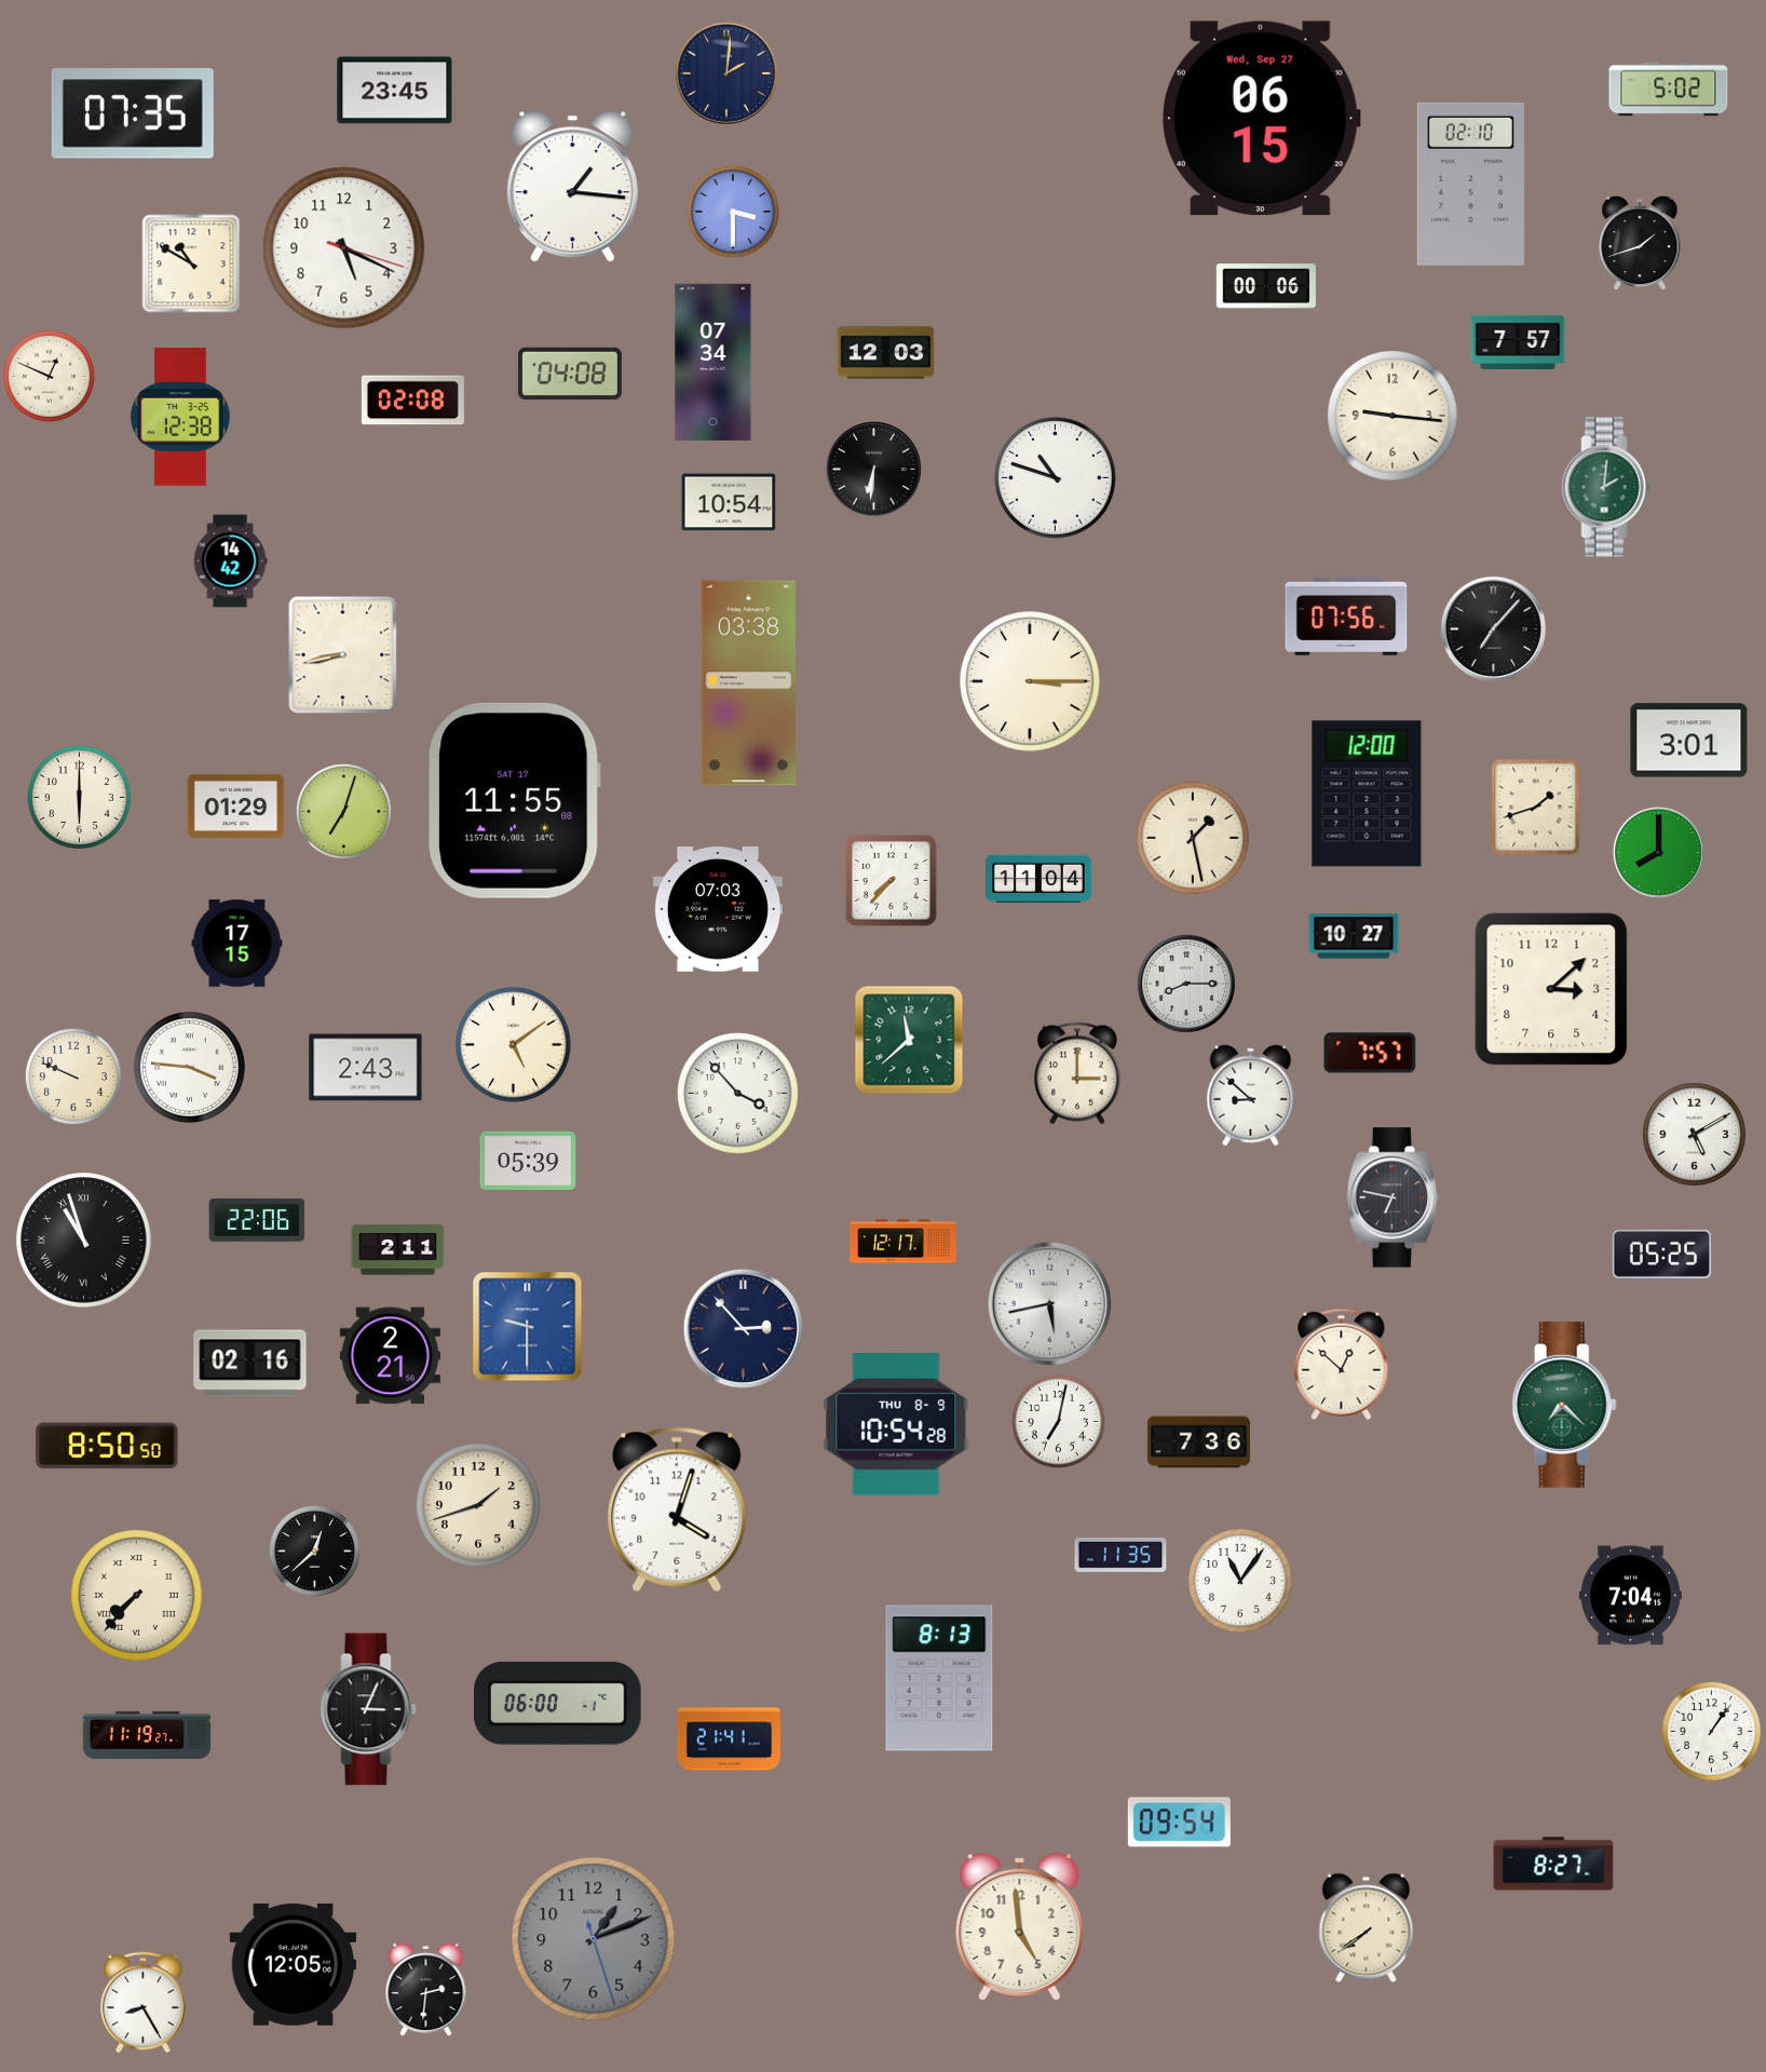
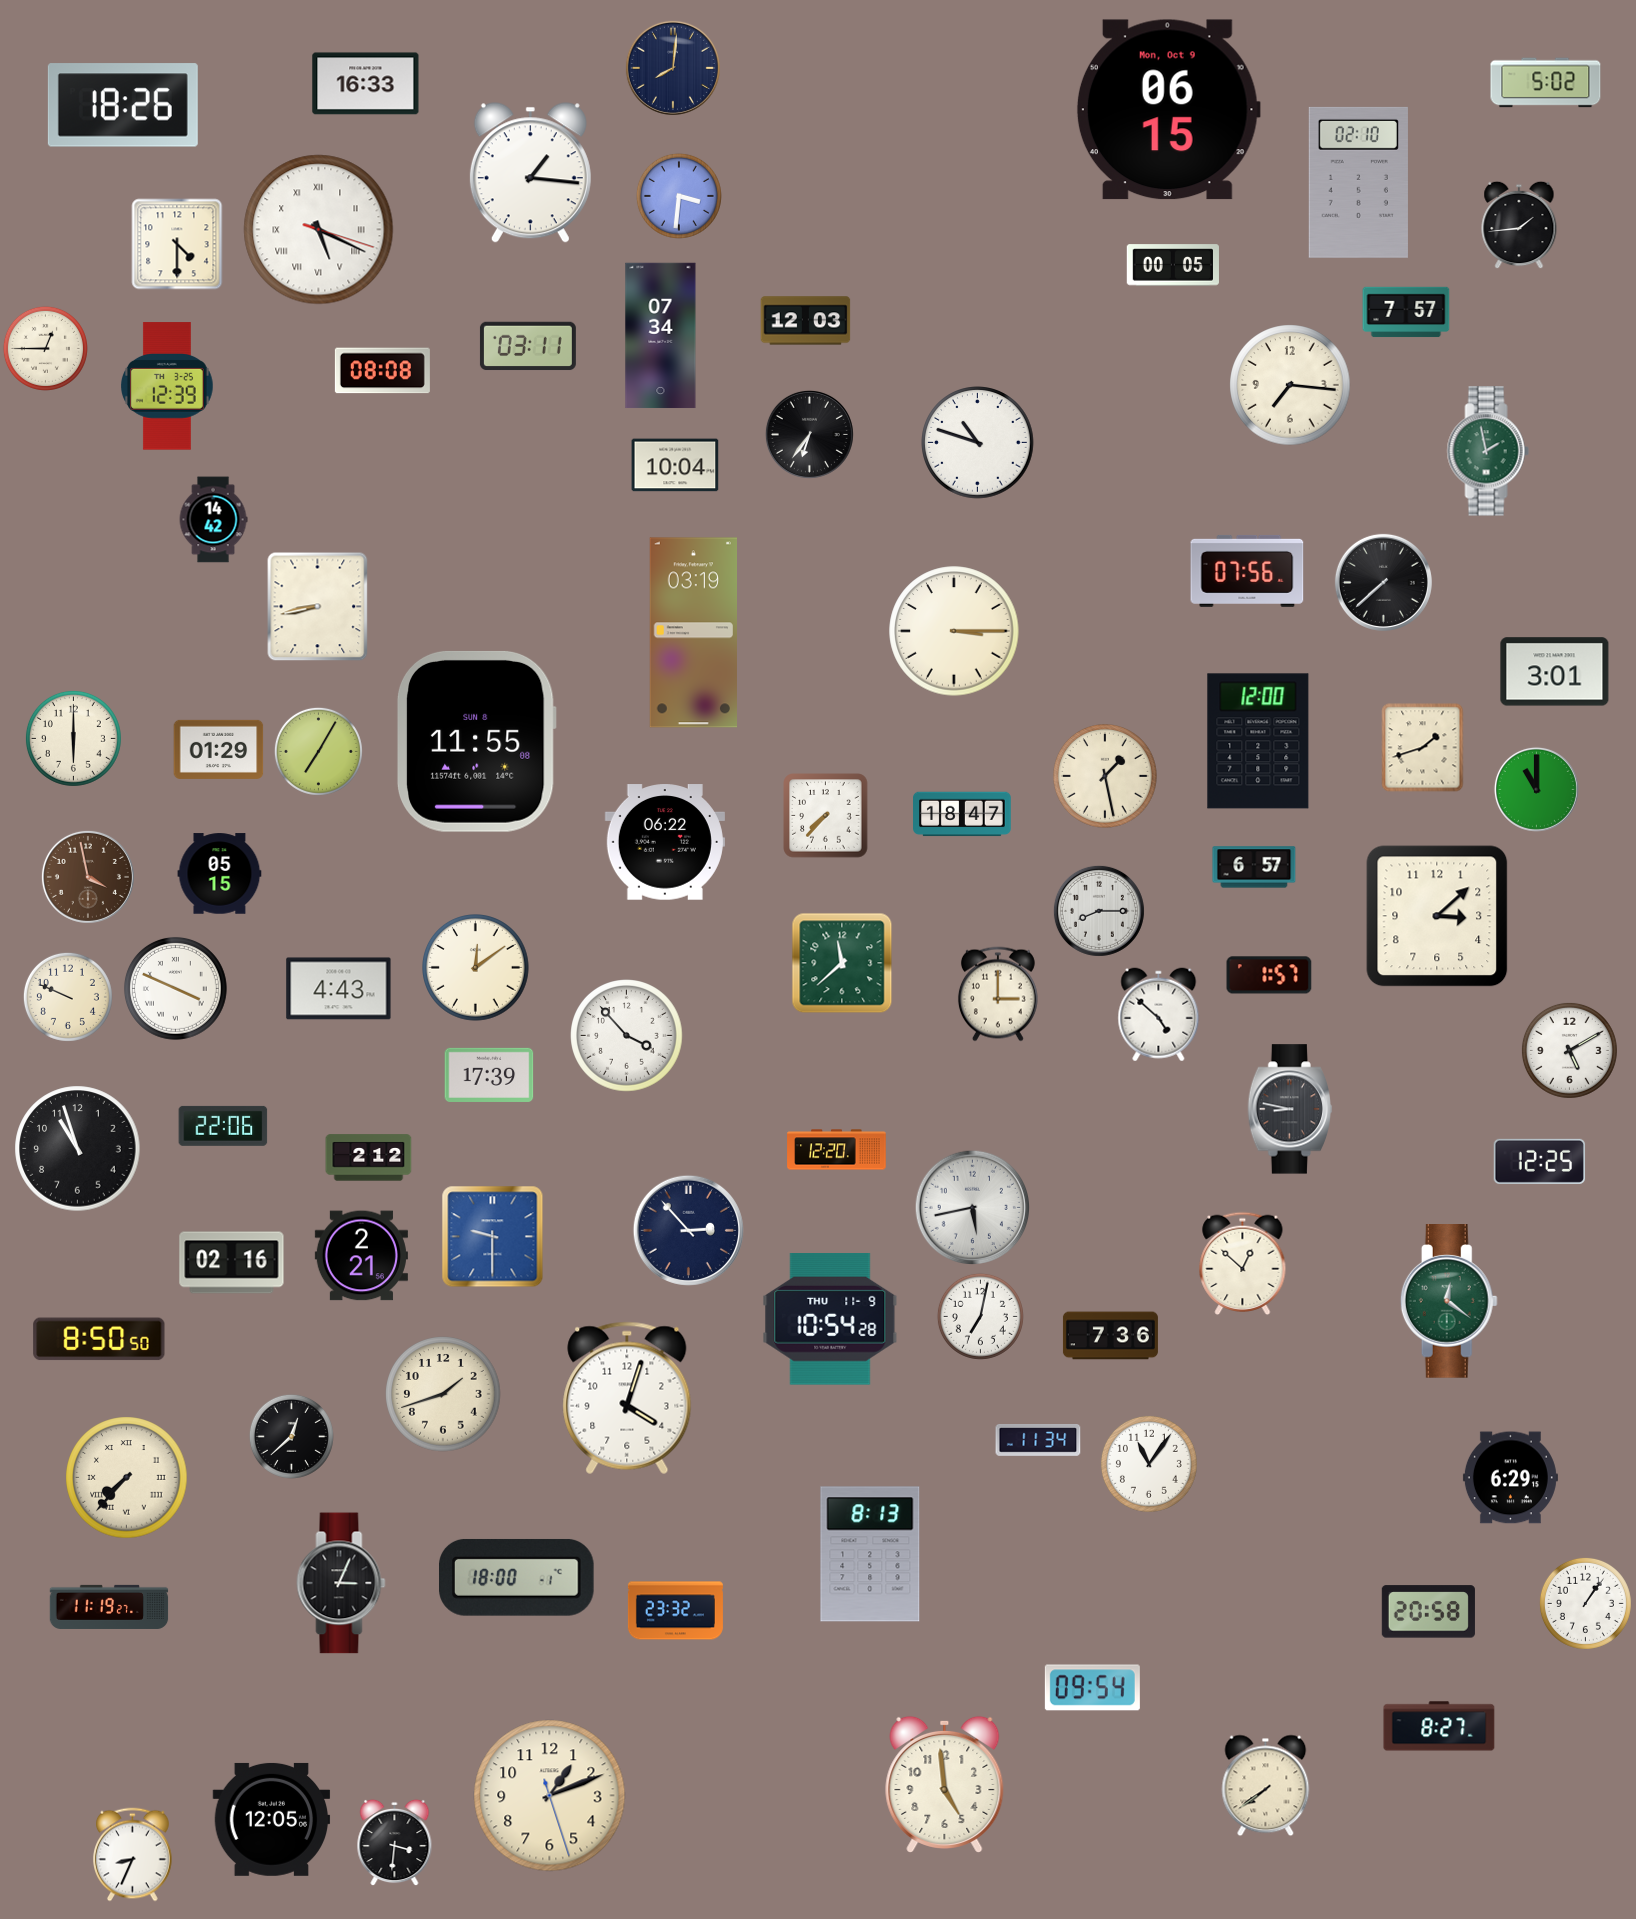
clock at (726, 73): 2:01 -> 8:01
clock at (395, 91): 23:45 -> 16:33
clock at (133, 113): 07:35 -> 18:26
clock at (1261, 119) date: Wed, Sep 27 -> Mon, Oct 9
clock at (1470, 184) position: (1470, 184) -> (1358, 182)
clock at (733, 212): 3:30 -> 3:31
clock at (1640, 243): 1:42 -> 1:44
clock at (344, 248) numerals: Arabic -> Roman
clock at (191, 263): 10:50 -> 4:30
clock at (1265, 286): 00:06 -> 00:05
clock at (1518, 342) position: (1518, 342) -> (1406, 312)
clock at (886, 353) position: (886, 353) -> (806, 321)
clock at (570, 374): 04:08 -> 03:11
clock at (49, 376): 12:49 -> 12:45
clock at (412, 401): 02:08 -> 08:08
clock at (1393, 416): 9:16 -> 7:16
clock at (181, 417): 12:38 -> 12:39
clock at (873, 469): 6:31 -> 6:36
clock at (1606, 487): 2:01 -> 1:58
clock at (729, 502): 10:54 -> 10:04
clock at (1493, 628): 7:07 -> 7:38
clock at (748, 683): 03:38 -> 03:19
clock at (1689, 741) position: (1689, 741) -> (1555, 672)
clock at (1367, 794) position: (1367, 794) -> (1258, 741)
clock at (514, 800) date: SAT 17 -> SUN 8
clock at (236, 805) position: (236, 805) -> (219, 749)
clock at (343, 811): 7:03 -> 7:05
clock at (1658, 852): 8:00 -> 11:00
clock at (1040, 879): 11:04 -> 18:47
clock at (718, 909): 07:03 -> 06:22
clock at (1354, 936): 10:27 -> 6:57
clock at (237, 944): 17:15 -> 05:15
clock at (88, 877): none -> 3:58
clock at (514, 1045): 5:09 -> 12:09
clock at (1370, 1053): 7:57 -> 1:57
clock at (189, 1067): 3:46 -> 3:49
clock at (366, 1068): 2:43 -> 4:43
clock at (738, 1094) position: (738, 1094) -> (627, 1036)
clock at (1251, 1096): 8:52 -> 4:52
clock at (528, 1161): 05:39 -> 17:39
clock at (1393, 1197): 6:47 -> 8:47
clock at (257, 1220) position: (257, 1220) -> (223, 1126)
clock at (84, 1241) numerals: Roman -> Arabic
clock at (904, 1242): 12:17 -> 12:20
clock at (398, 1250): 2:11 -> 2:12
clock at (1662, 1254): 05:25 -> 12:25
clock at (528, 1327) position: (528, 1327) -> (493, 1237)
clock at (1564, 1405): 7:22 -> 12:21
clock at (896, 1425) date: THU 8-9 -> THU 11-9
clock at (1120, 1556): 11:35 -> 11:34
clock at (1630, 1596): 7:04 -> 6:29
clock at (558, 1703): 06:00 -> 18:00
clock at (147, 1735) position: (147, 1735) -> (109, 1607)
clock at (729, 1739): 21:41 -> 23:32
clock at (1428, 1612): none -> 20:58
clock at (594, 1939) dial: grey -> cream
clock at (426, 1990): 2:31 -> 3:31
clock at (144, 2003): 8:25 -> 8:34
